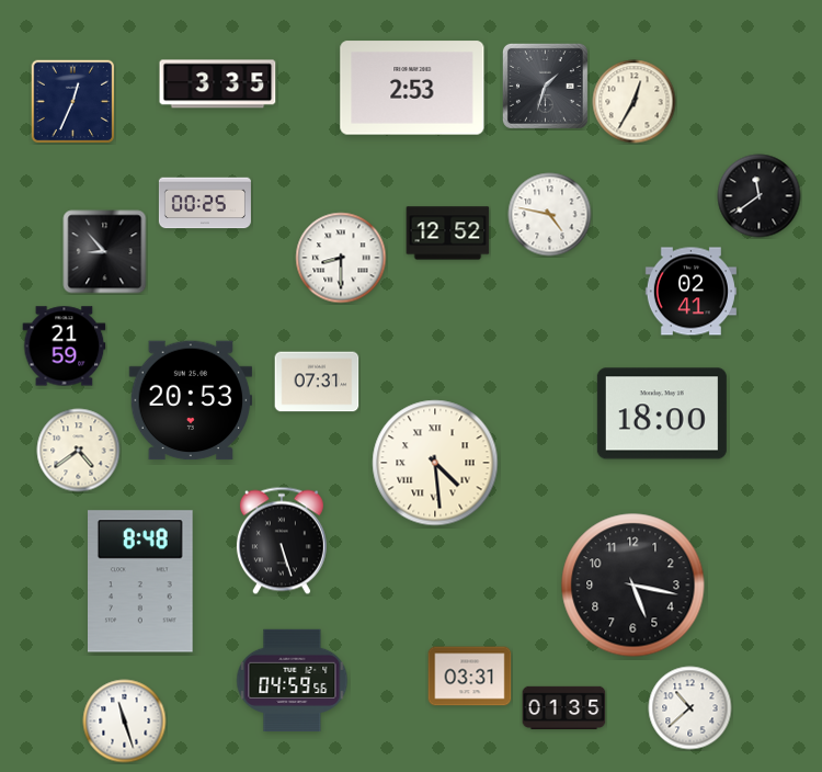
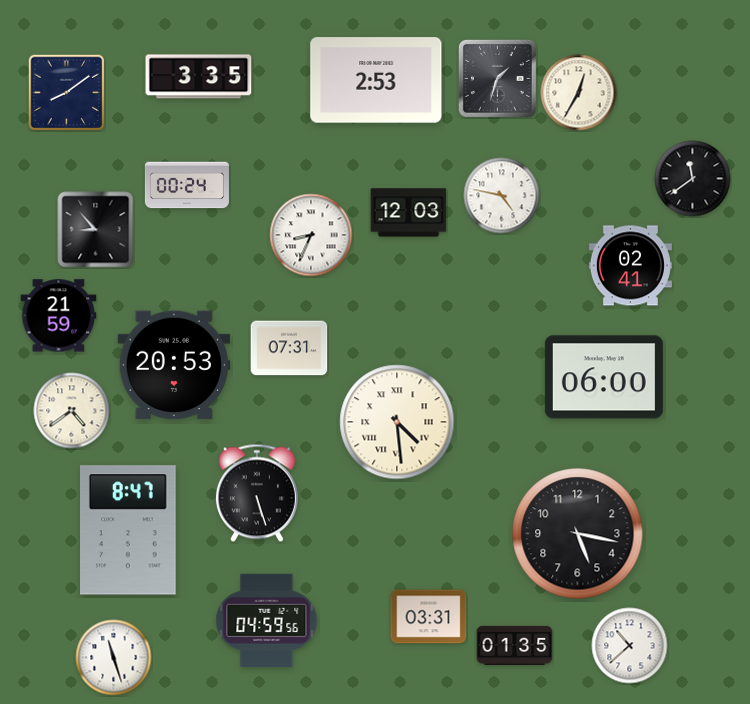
clock at (72, 101): 12:34 -> 8:09
clock at (205, 203): 00:25 -> 00:24
clock at (448, 234): 12:52 -> 12:03
clock at (341, 258): 8:30 -> 8:34
clock at (662, 413): 18:00 -> 06:00
clock at (141, 581): 8:48 -> 8:47
